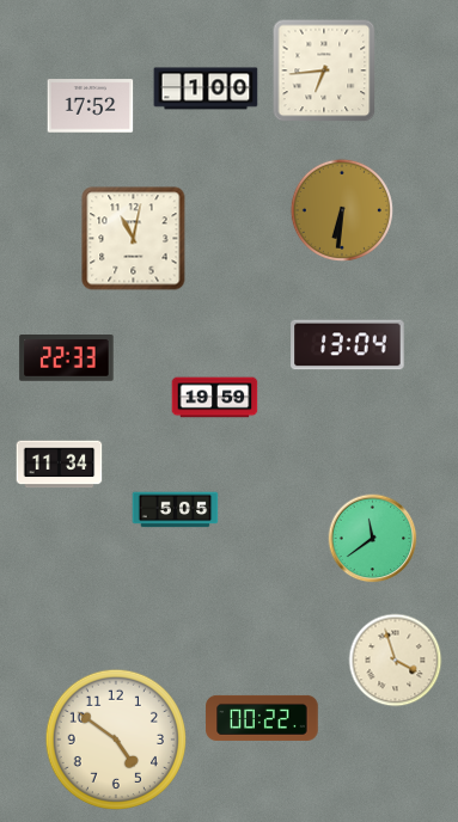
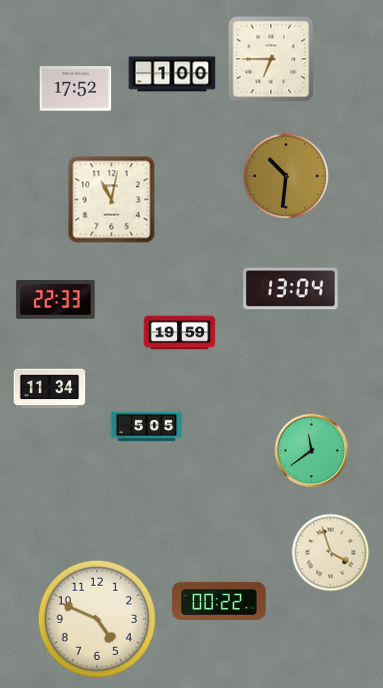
clock at (324, 70): 6:44 -> 6:45
clock at (342, 210): 6:31 -> 10:31
clock at (115, 738): 4:51 -> 4:49
